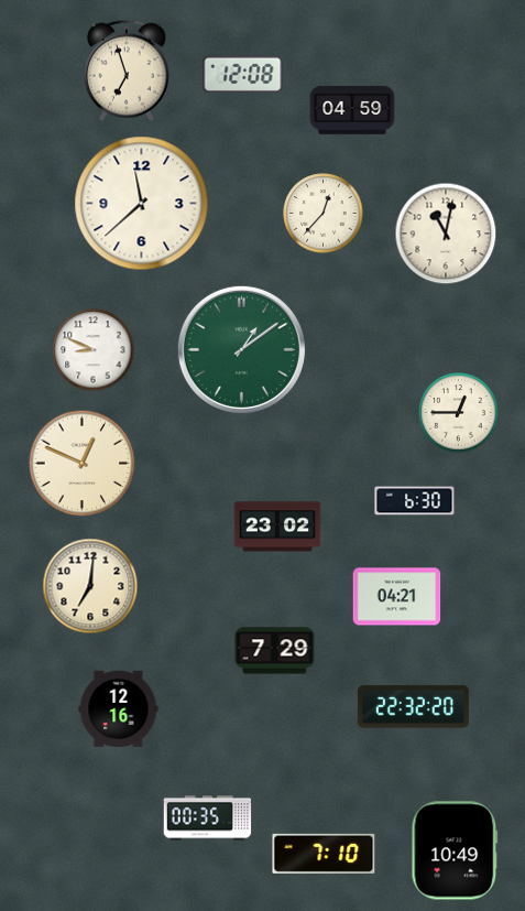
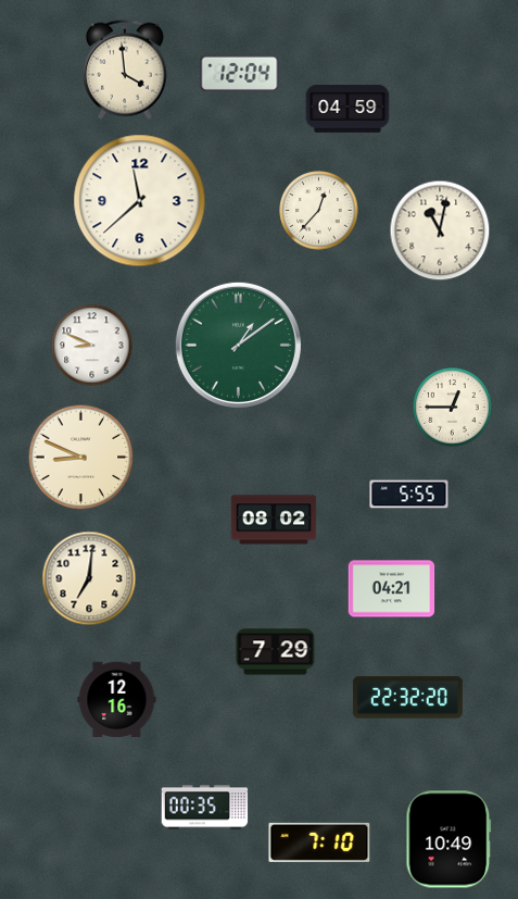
clock at (127, 71): 6:57 -> 3:59
clock at (243, 74): 12:08 -> 12:04
clock at (83, 464): 12:49 -> 8:49
clock at (415, 501): 6:30 -> 5:55
clock at (277, 527): 23:02 -> 08:02
clock at (275, 651) position: (275, 651) -> (276, 652)
